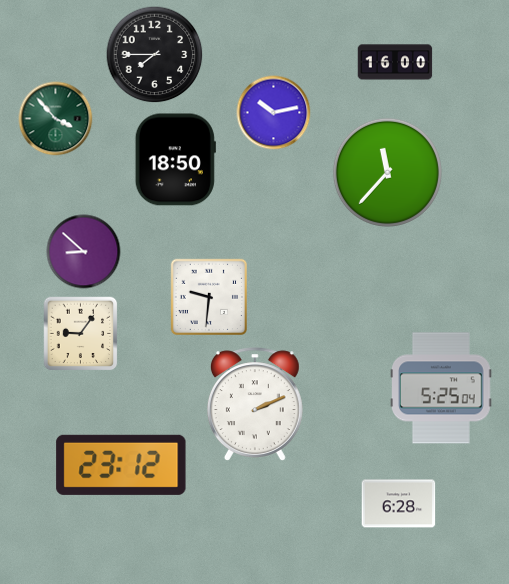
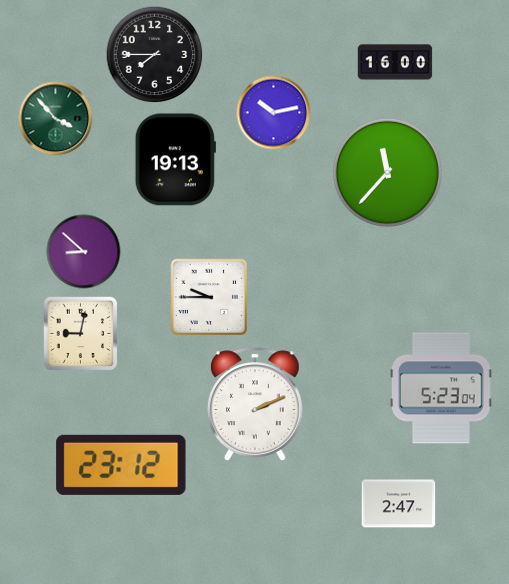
clock at (175, 160): 18:50 -> 19:13
clock at (208, 296): 9:31 -> 9:45
clock at (81, 334): 9:06 -> 9:02
clock at (442, 388): 5:25 -> 5:23
clock at (399, 504): 6:28 -> 2:47
